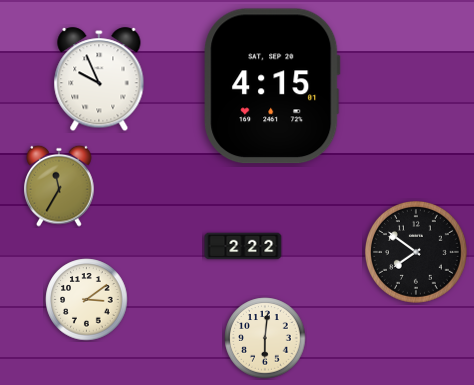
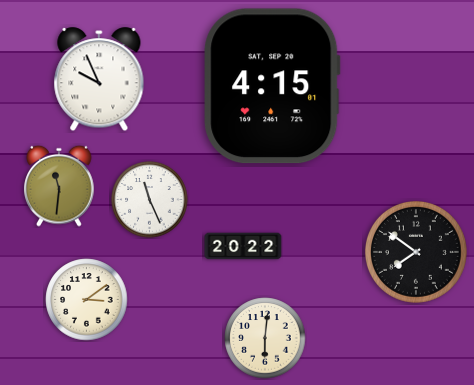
clock at (59, 186): 11:35 -> 11:31
clock at (150, 200): none -> 11:26
clock at (243, 246): 2:22 -> 20:22
